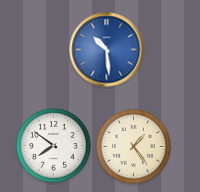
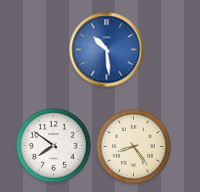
clock at (134, 147): 1:24 -> 8:24
